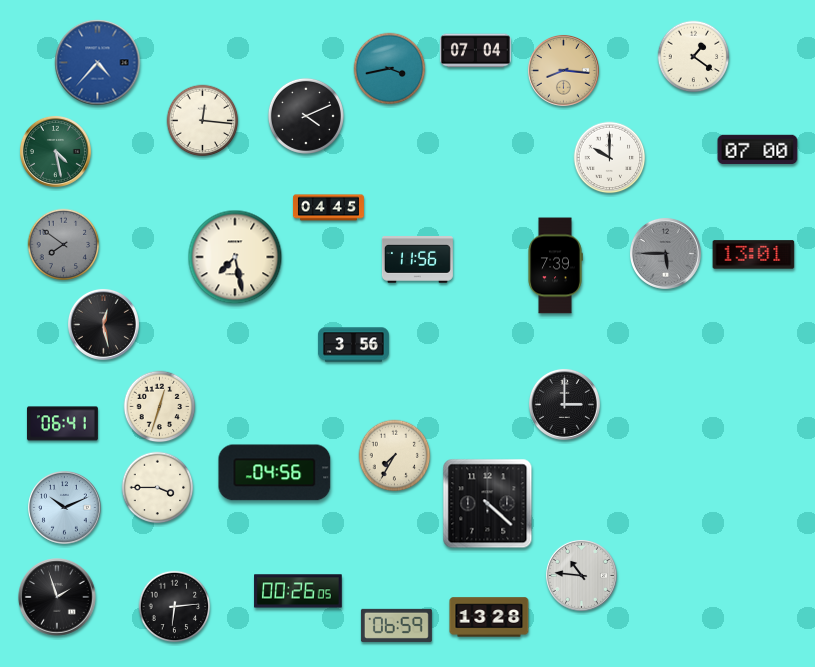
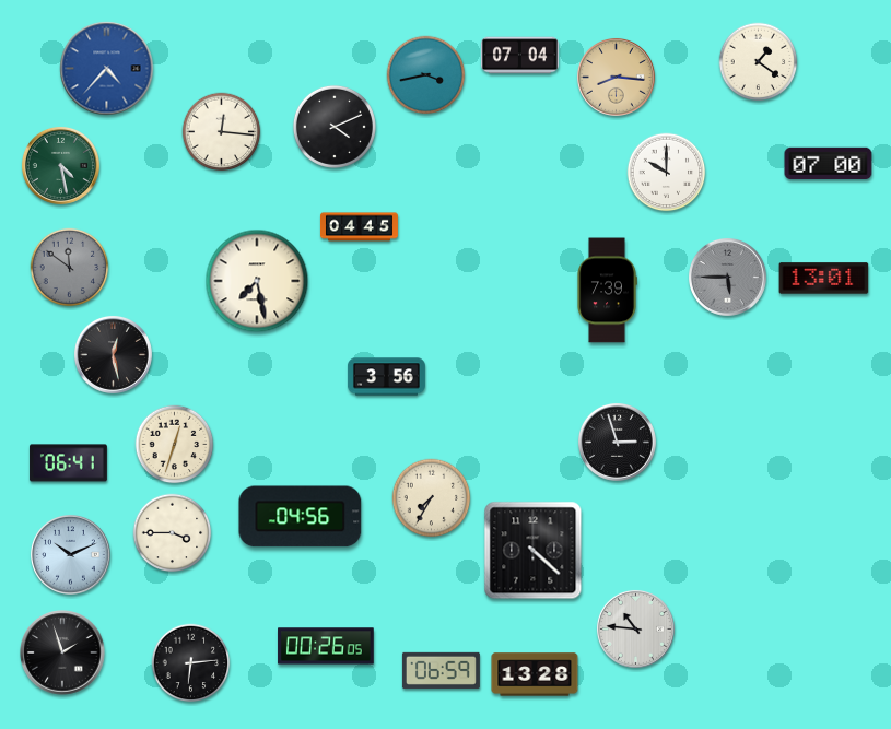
clock at (64, 245): 7:51 -> 11:51
clock at (417, 260): 11:56 -> none
clock at (564, 404): 3:00 -> 2:57
clock at (396, 625) position: (396, 625) -> (441, 670)
